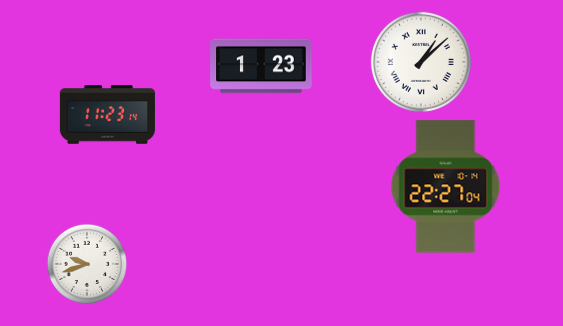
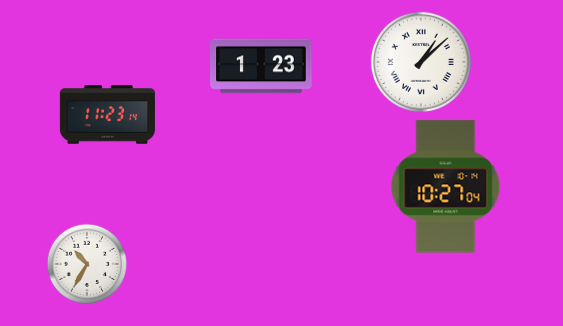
clock at (446, 187): 22:27 -> 10:27
clock at (87, 264): 9:42 -> 10:35
